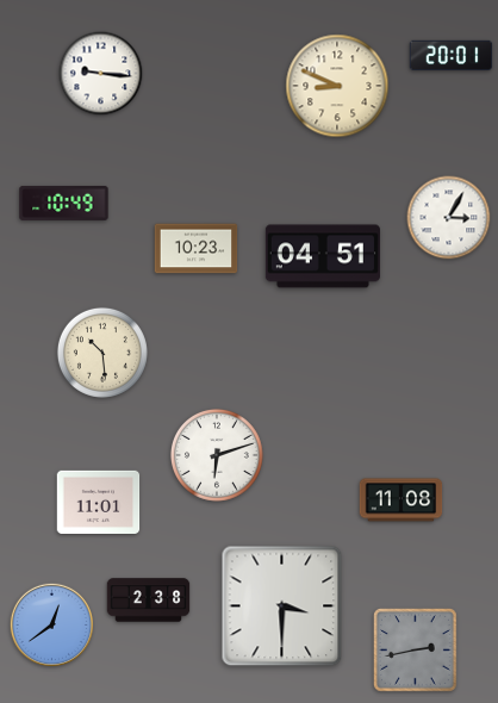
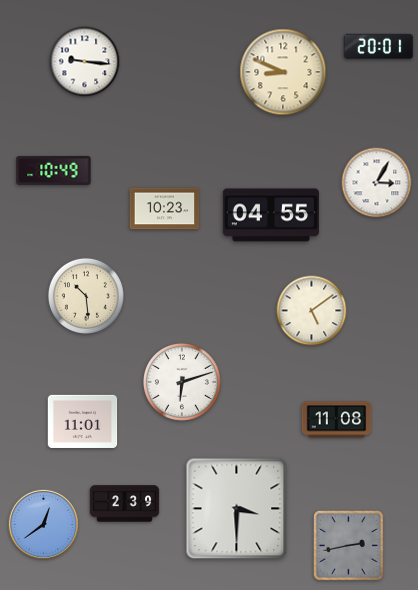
clock at (323, 256): 04:51 -> 04:55
clock at (312, 311): none -> 5:09
clock at (149, 601): 2:38 -> 2:39
